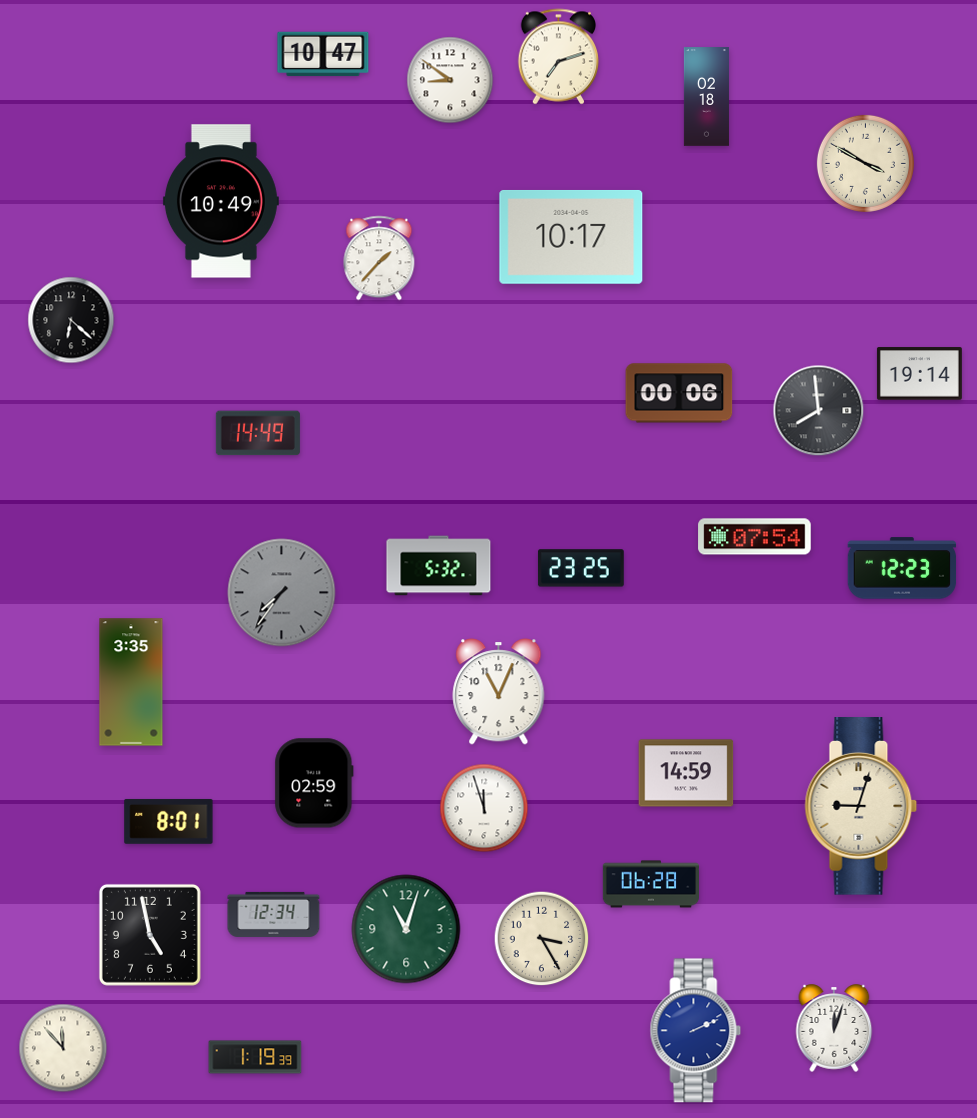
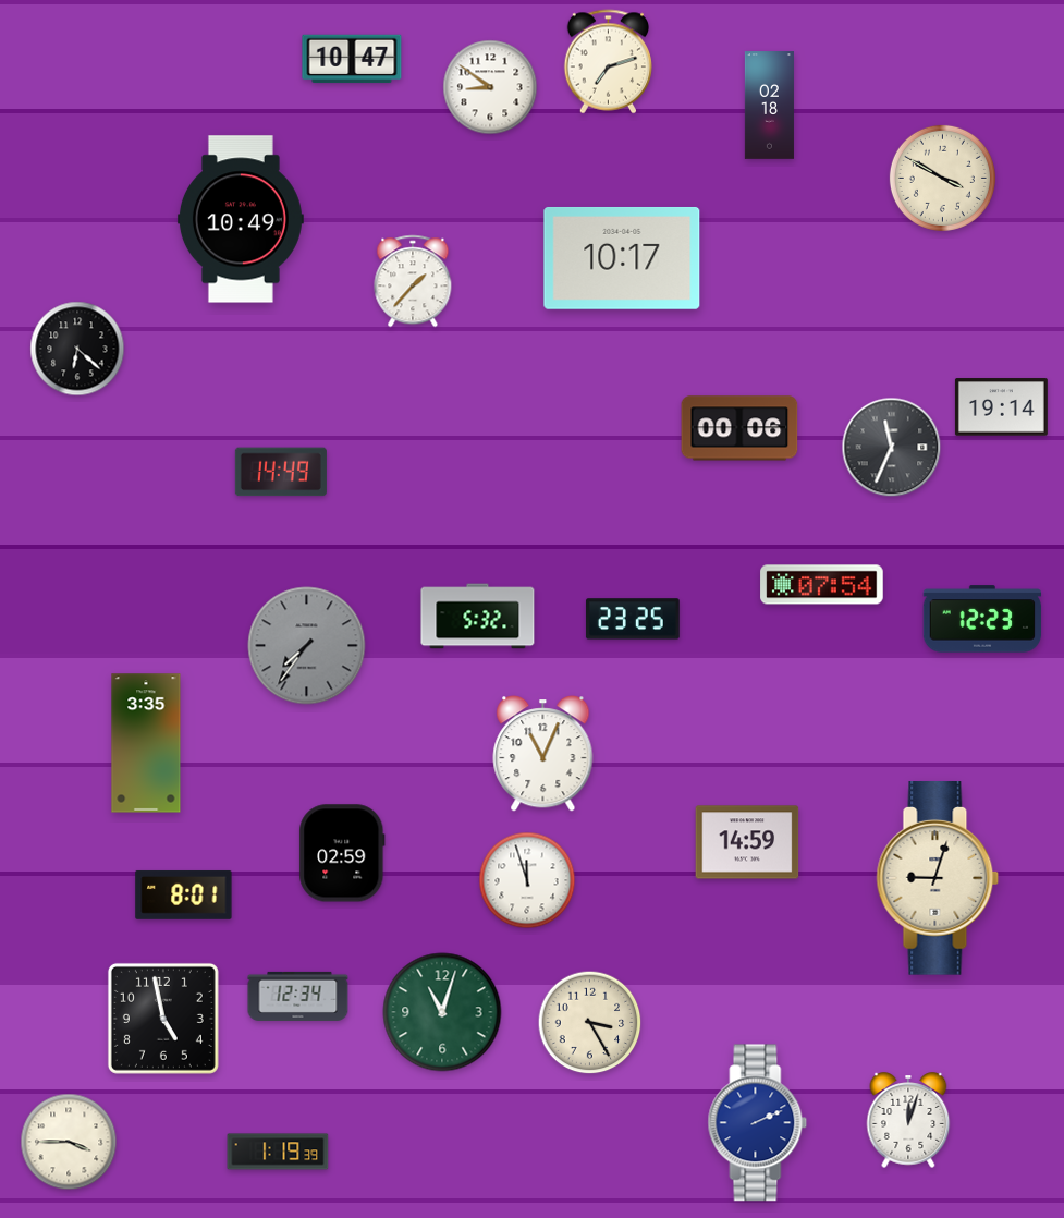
clock at (819, 411): 7:59 -> 11:34
clock at (131, 682) position: (131, 682) -> (146, 743)
clock at (650, 884): 06:28 -> none
clock at (63, 1048): 11:53 -> 3:45
